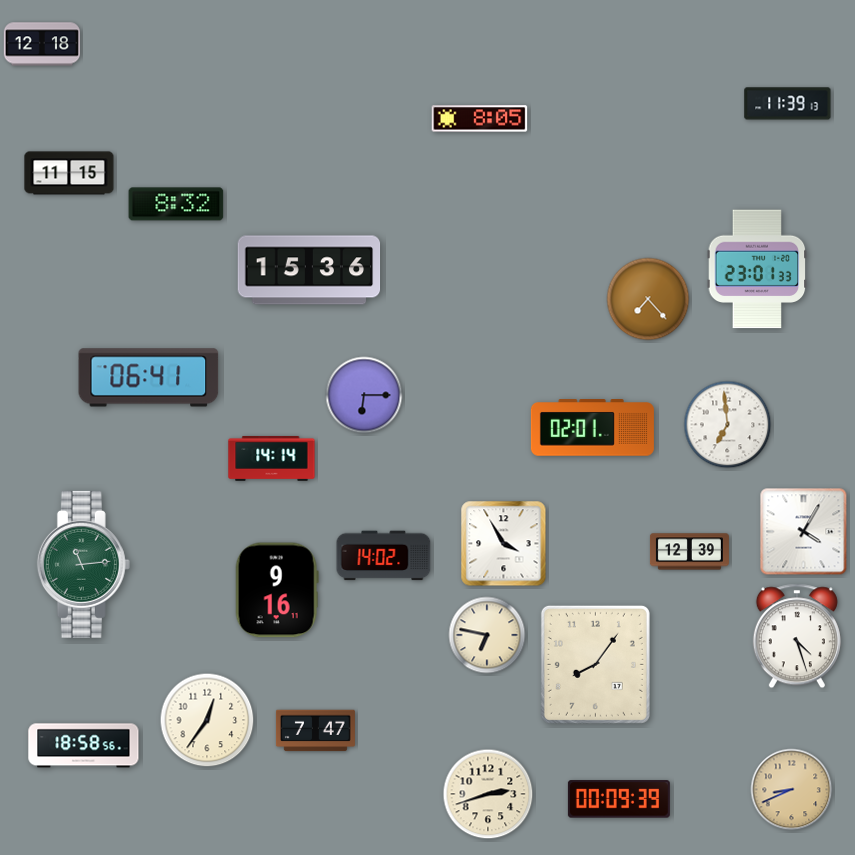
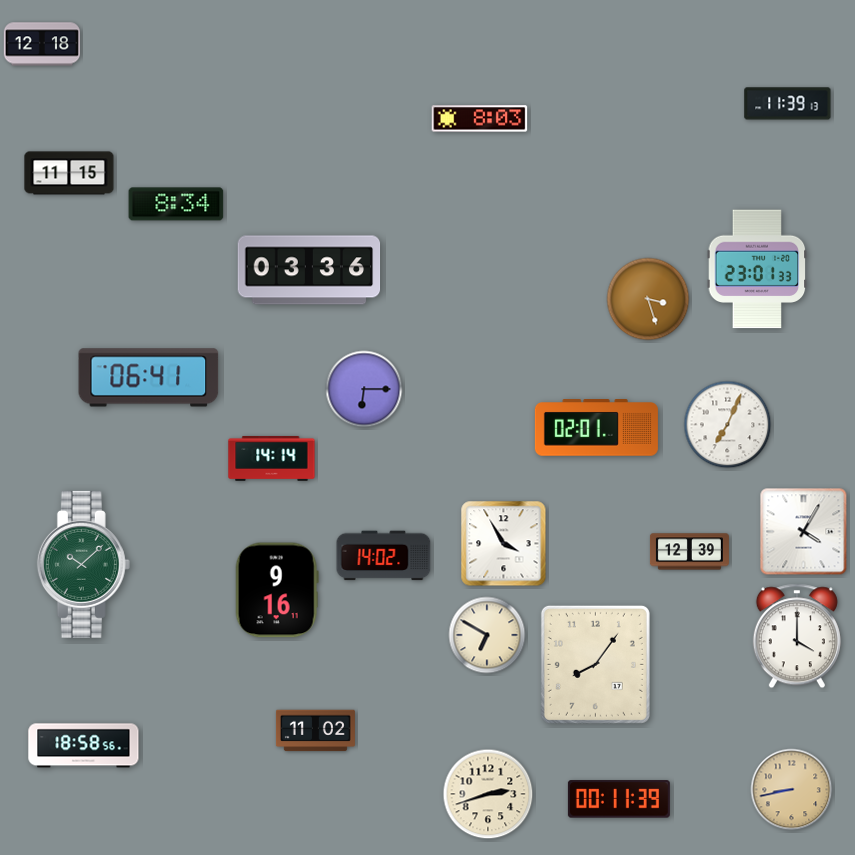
clock at (480, 119): 8:05 -> 8:03
clock at (176, 204): 8:32 -> 8:34
clock at (309, 270): 15:36 -> 03:36
clock at (648, 299): 7:23 -> 3:27
clock at (364, 395) position: (364, 395) -> (364, 389)
clock at (728, 425): 6:59 -> 7:04
clock at (592, 428) position: (592, 428) -> (596, 428)
clock at (83, 564): 11:14 -> 10:08
clock at (487, 635): 6:47 -> 6:50
clock at (797, 636): 4:27 -> 4:00
clock at (207, 720): 12:36 -> none
clock at (315, 731): 7:47 -> 11:02
clock at (792, 790): 8:41 -> 8:43
clock at (619, 799): 00:09 -> 00:11
